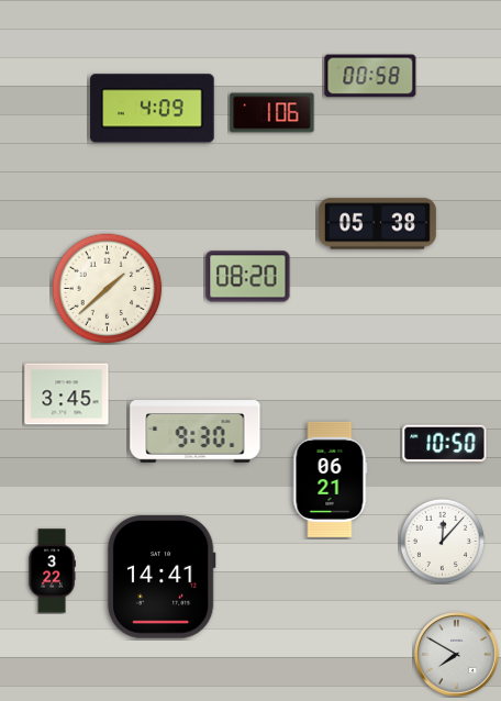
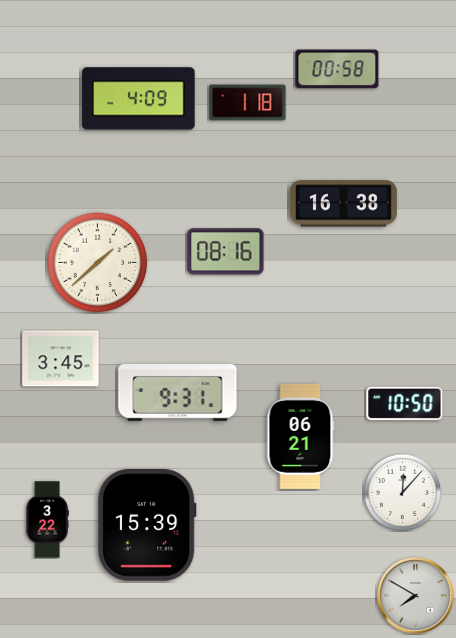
clock at (272, 113): 1:06 -> 1:18
clock at (377, 224): 05:38 -> 16:38
clock at (248, 277): 08:20 -> 08:16
clock at (196, 432): 9:30 -> 9:31
clock at (162, 577): 14:41 -> 15:39
